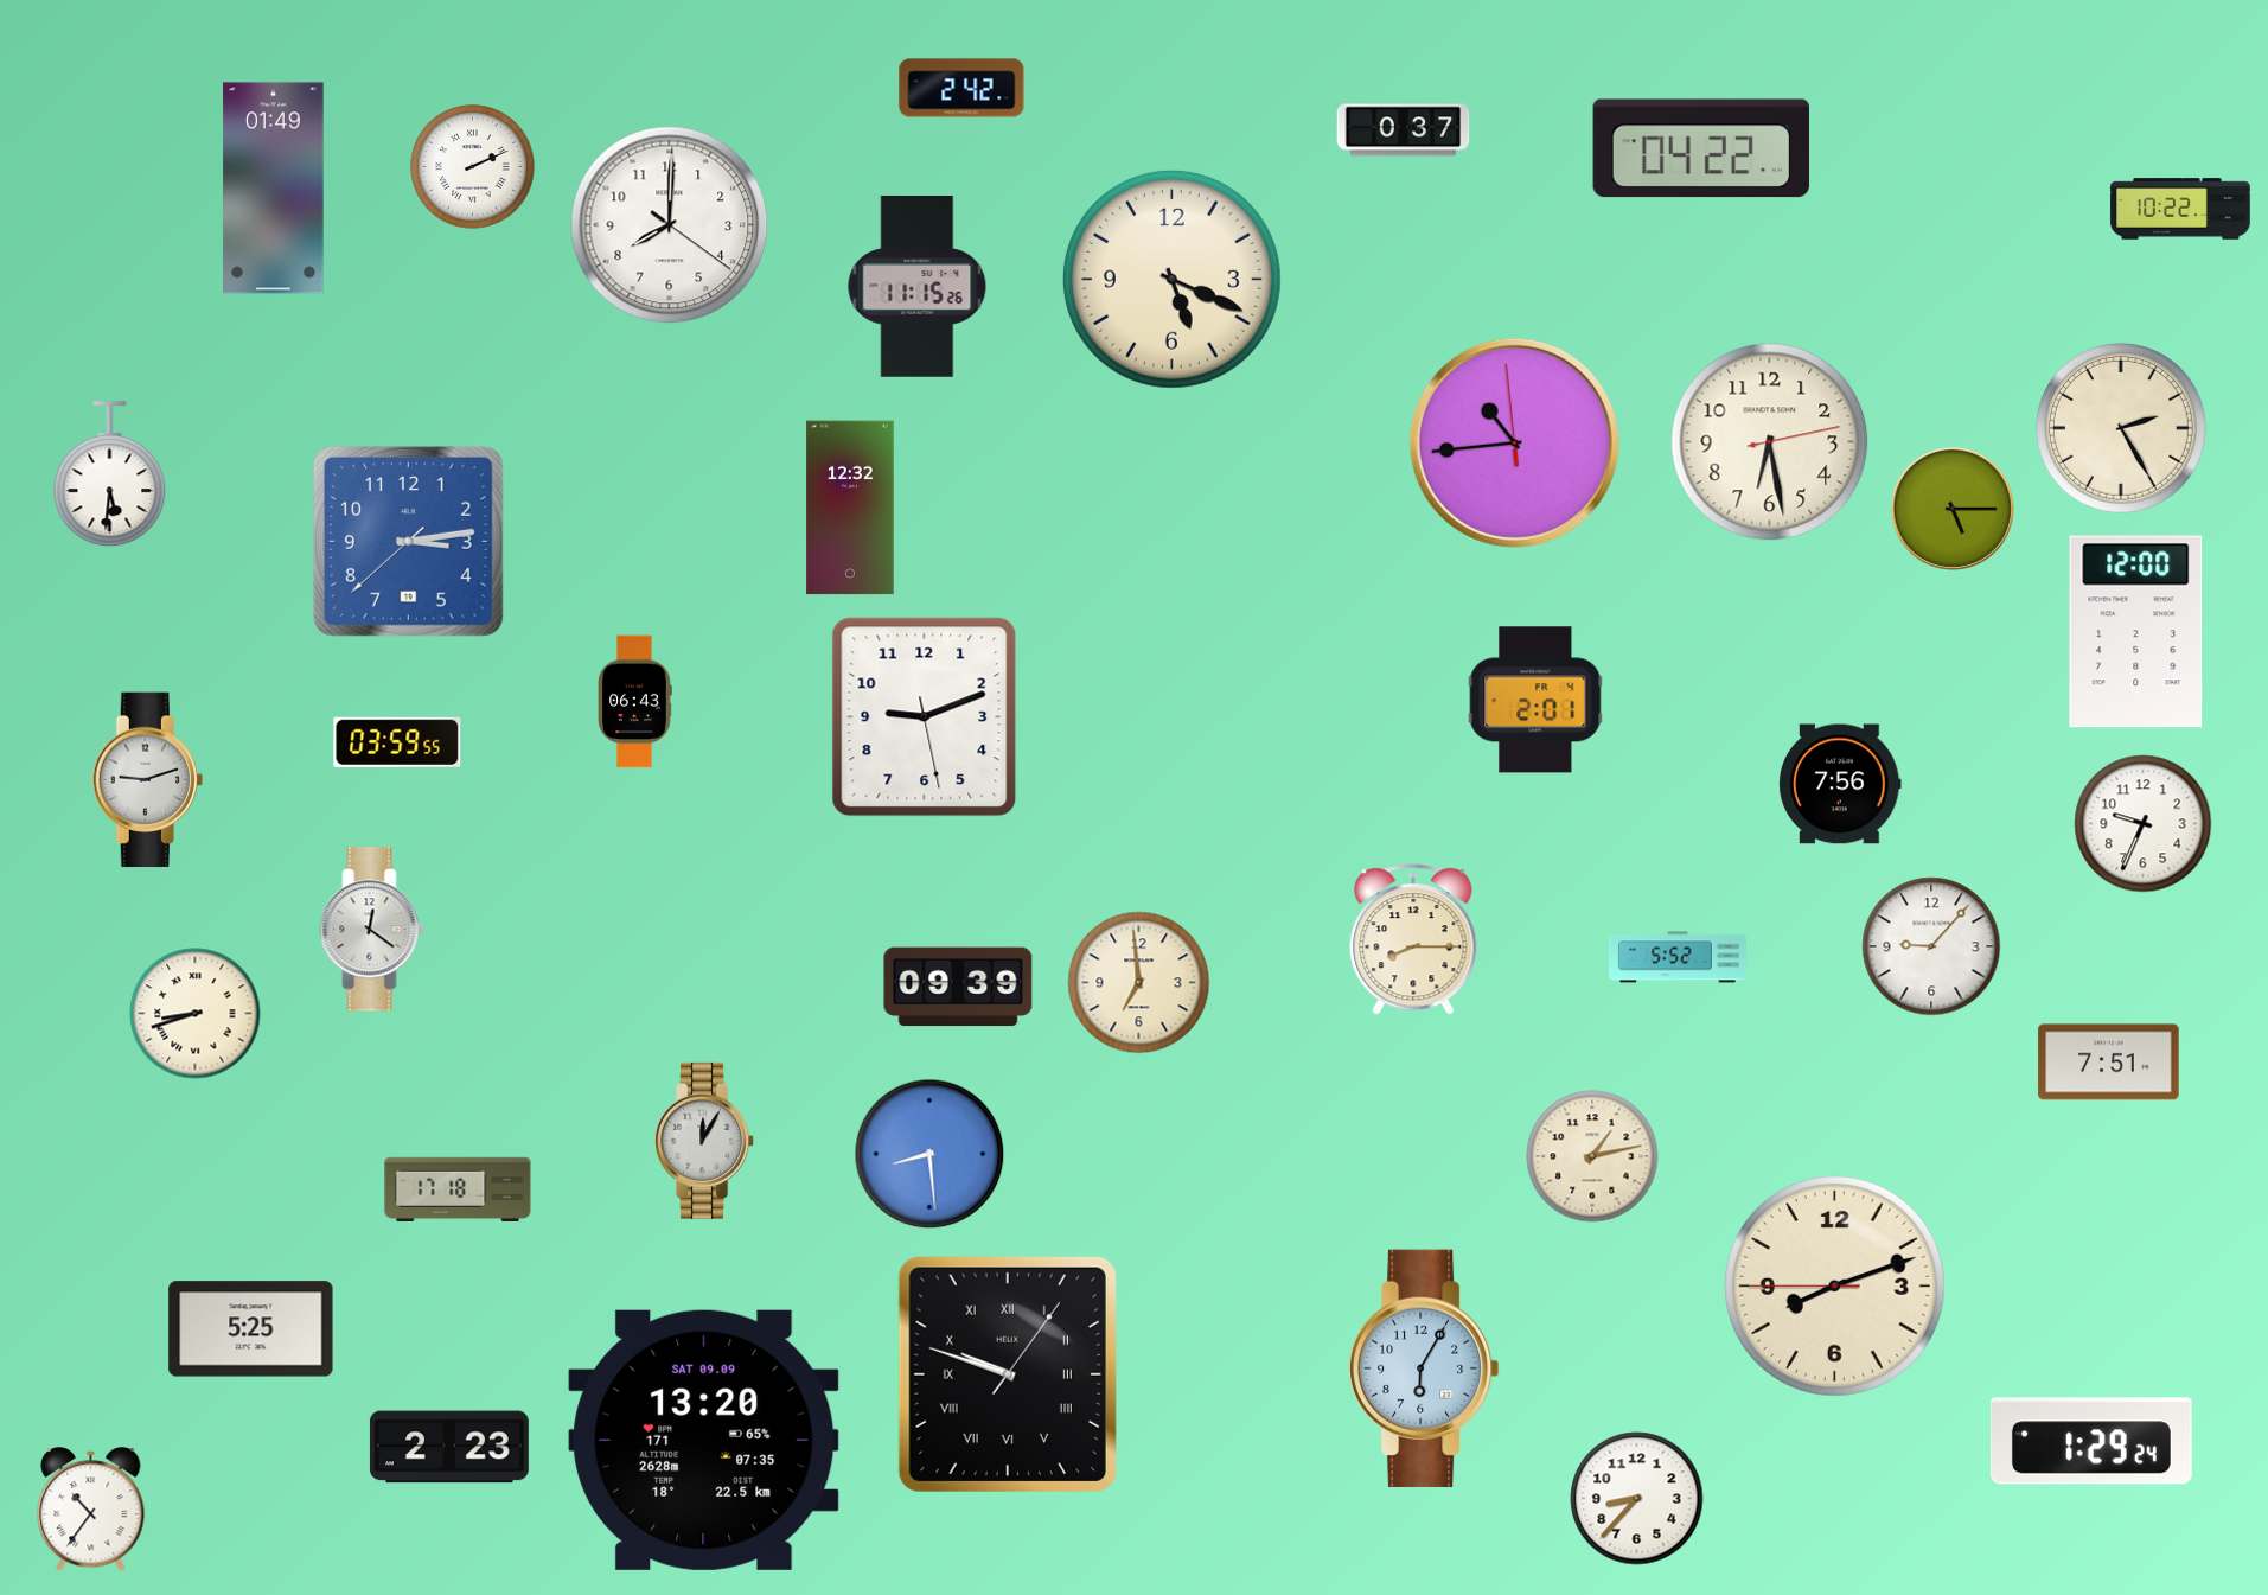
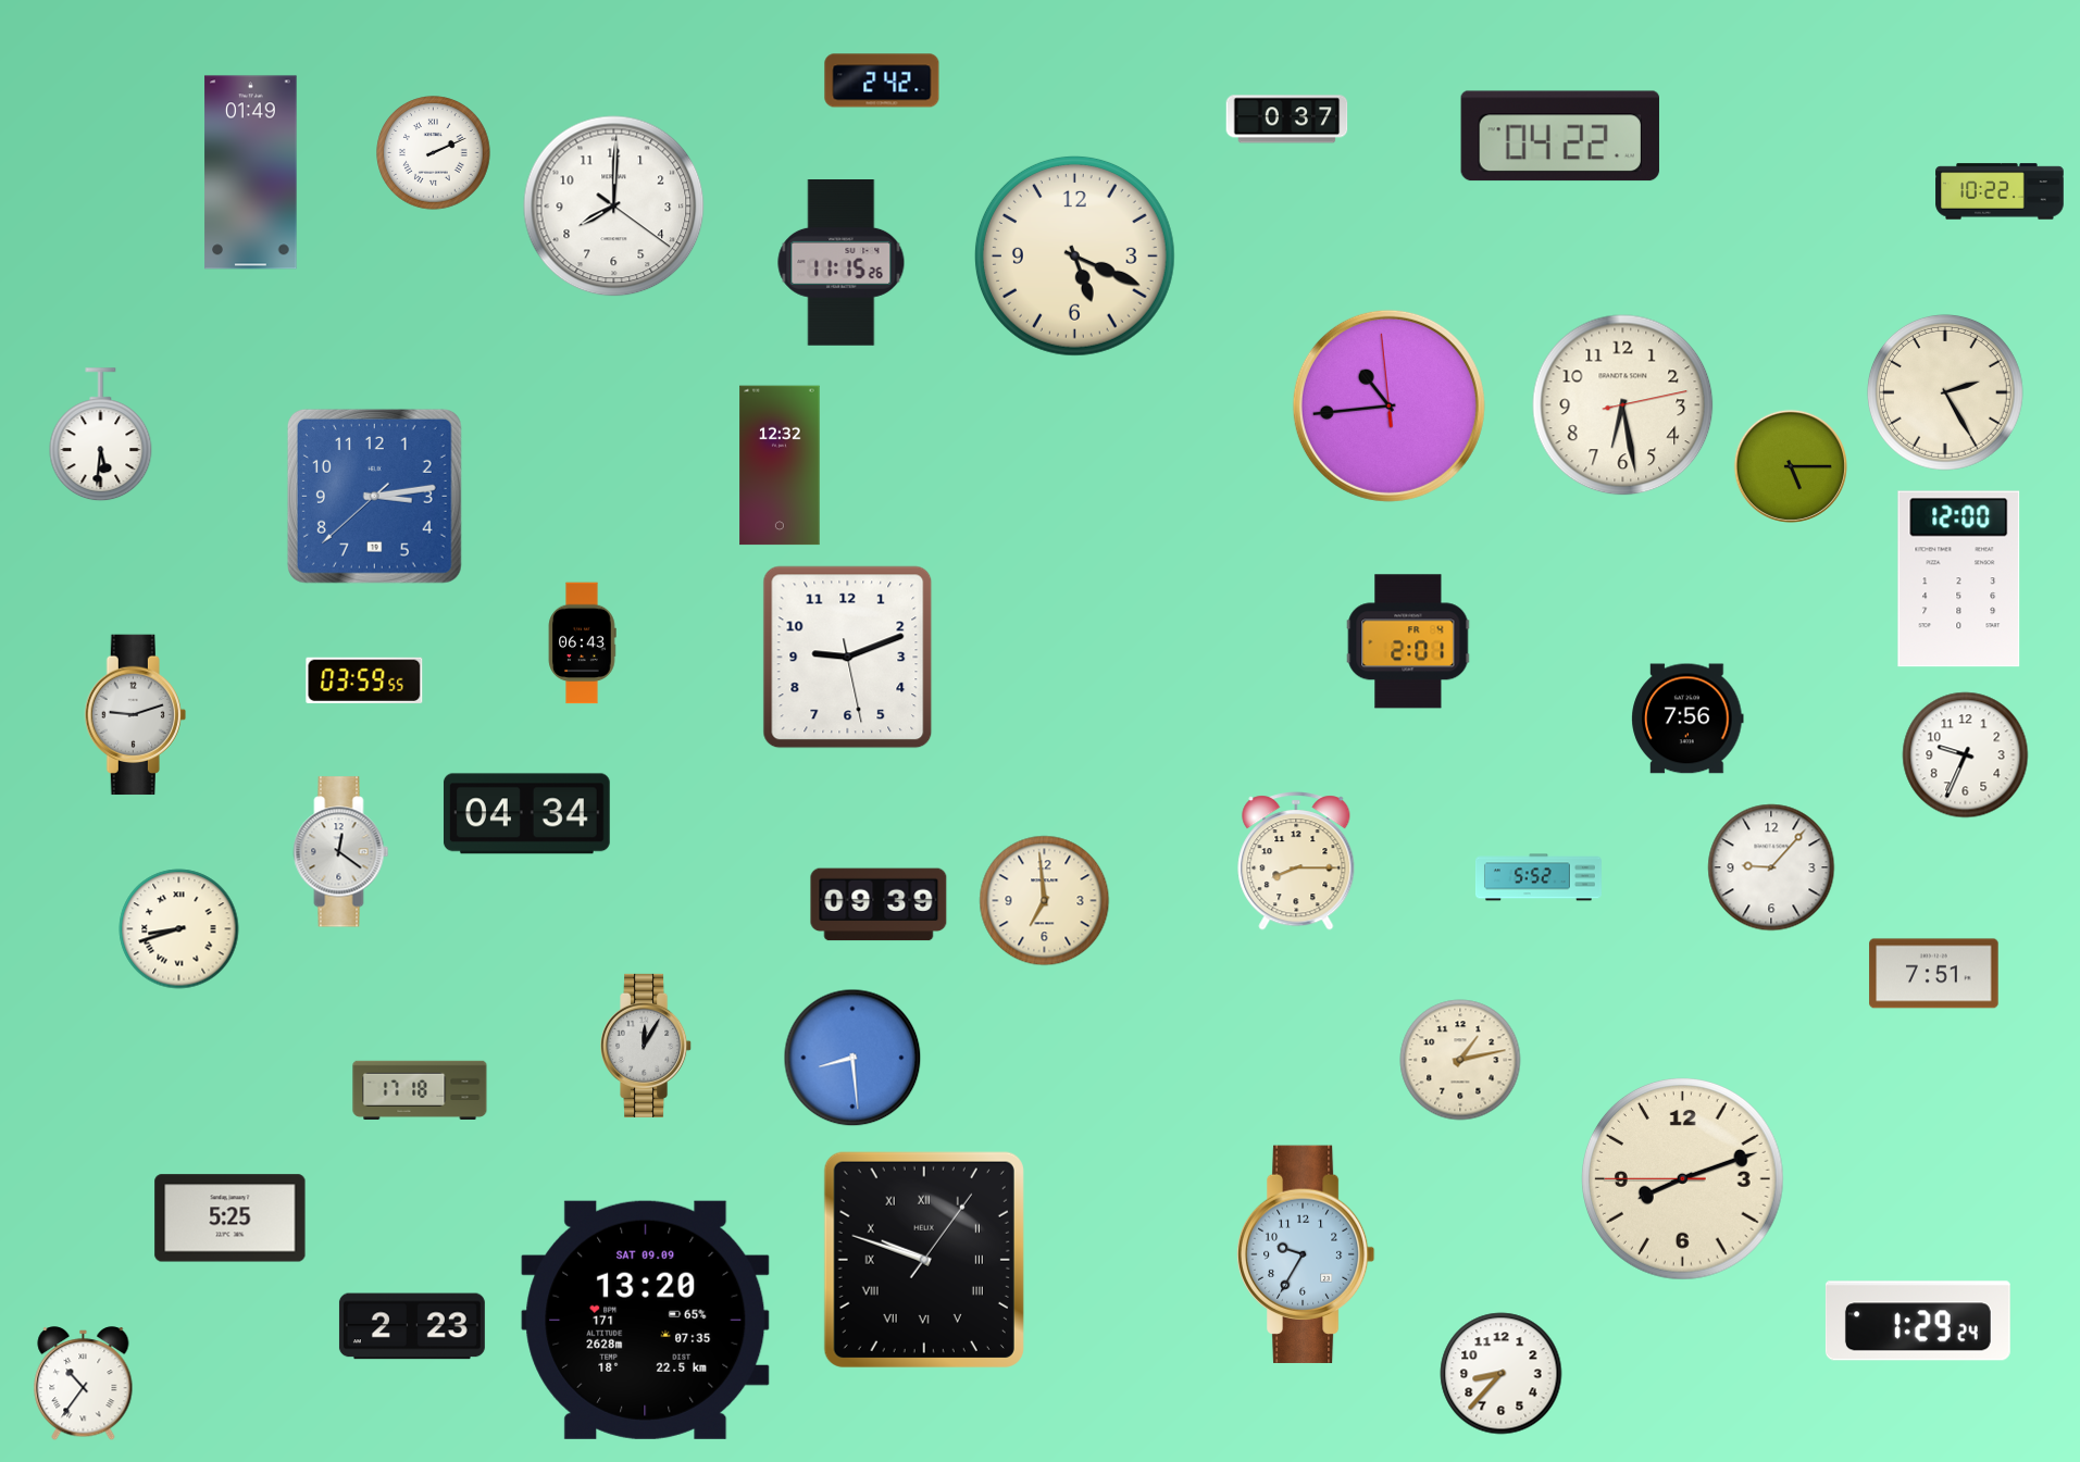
clock at (527, 814): none -> 04:34
clock at (1424, 1367): 6:05 -> 9:35
